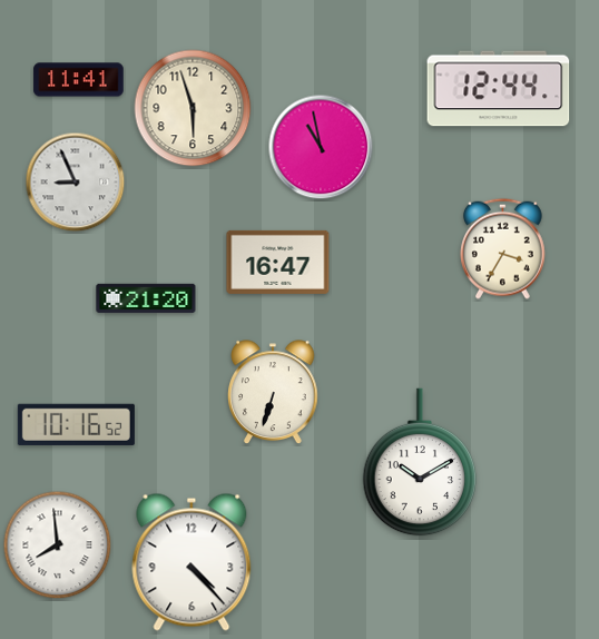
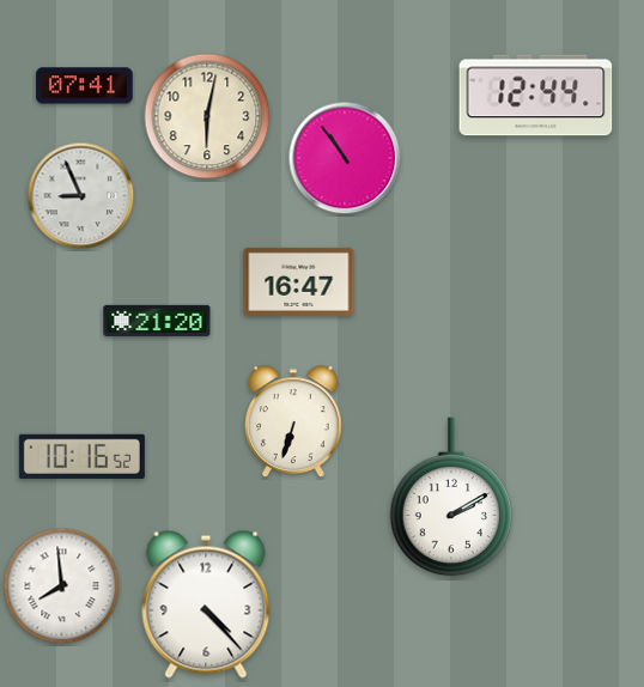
clock at (79, 80): 11:41 -> 07:41
clock at (193, 108): 5:57 -> 6:02
clock at (321, 147): 10:58 -> 10:54
clock at (503, 248): 3:35 -> none
clock at (420, 462): 10:10 -> 2:10
